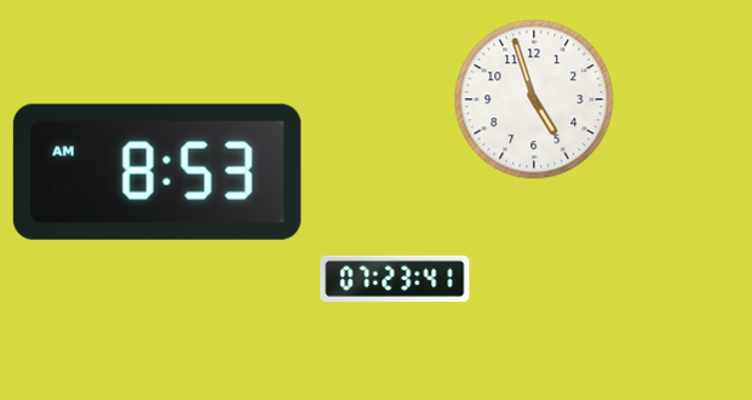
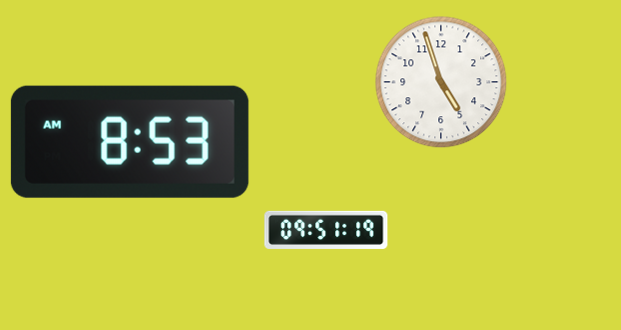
clock at (395, 279): 07:23 -> 09:51
